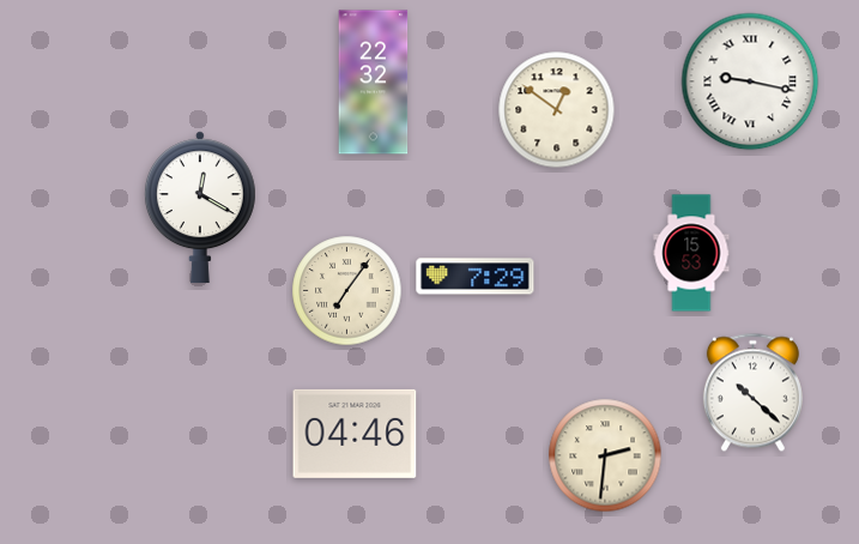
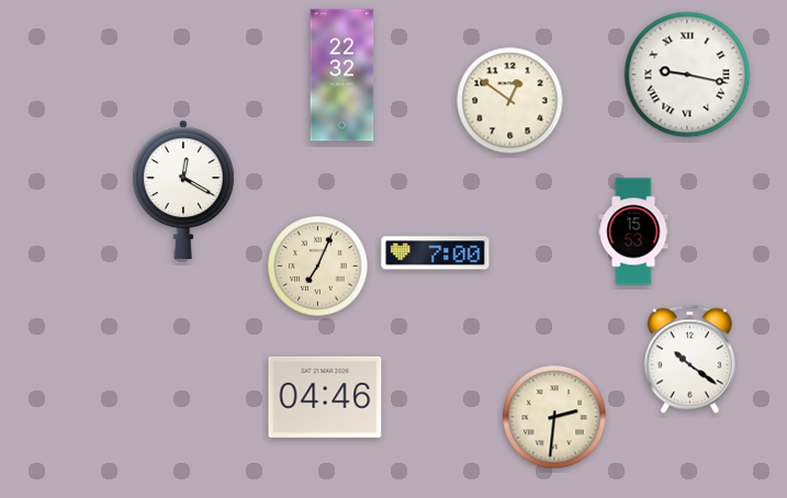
clock at (476, 277): 7:29 -> 7:00
clock at (347, 291): 7:06 -> 7:04
clock at (752, 393): 10:22 -> 10:21
